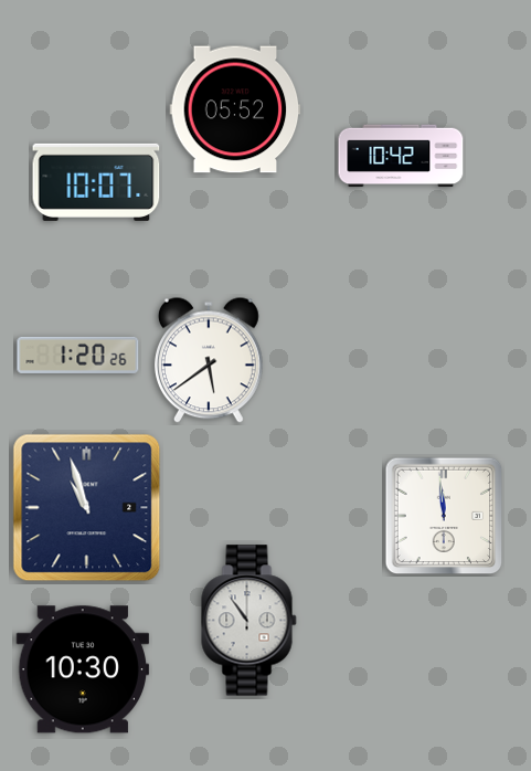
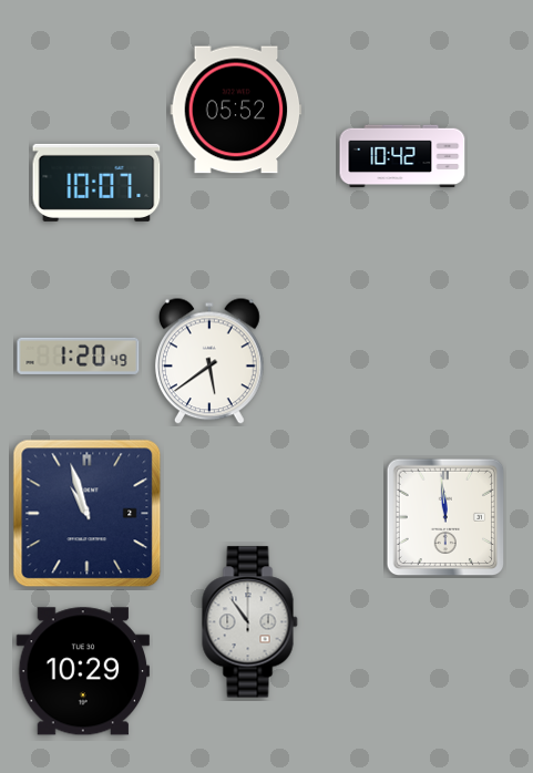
clock at (78, 355): 1:20:26 -> 1:20:49
clock at (87, 508) position: (87, 508) -> (88, 514)
clock at (83, 669): 10:30 -> 10:29
